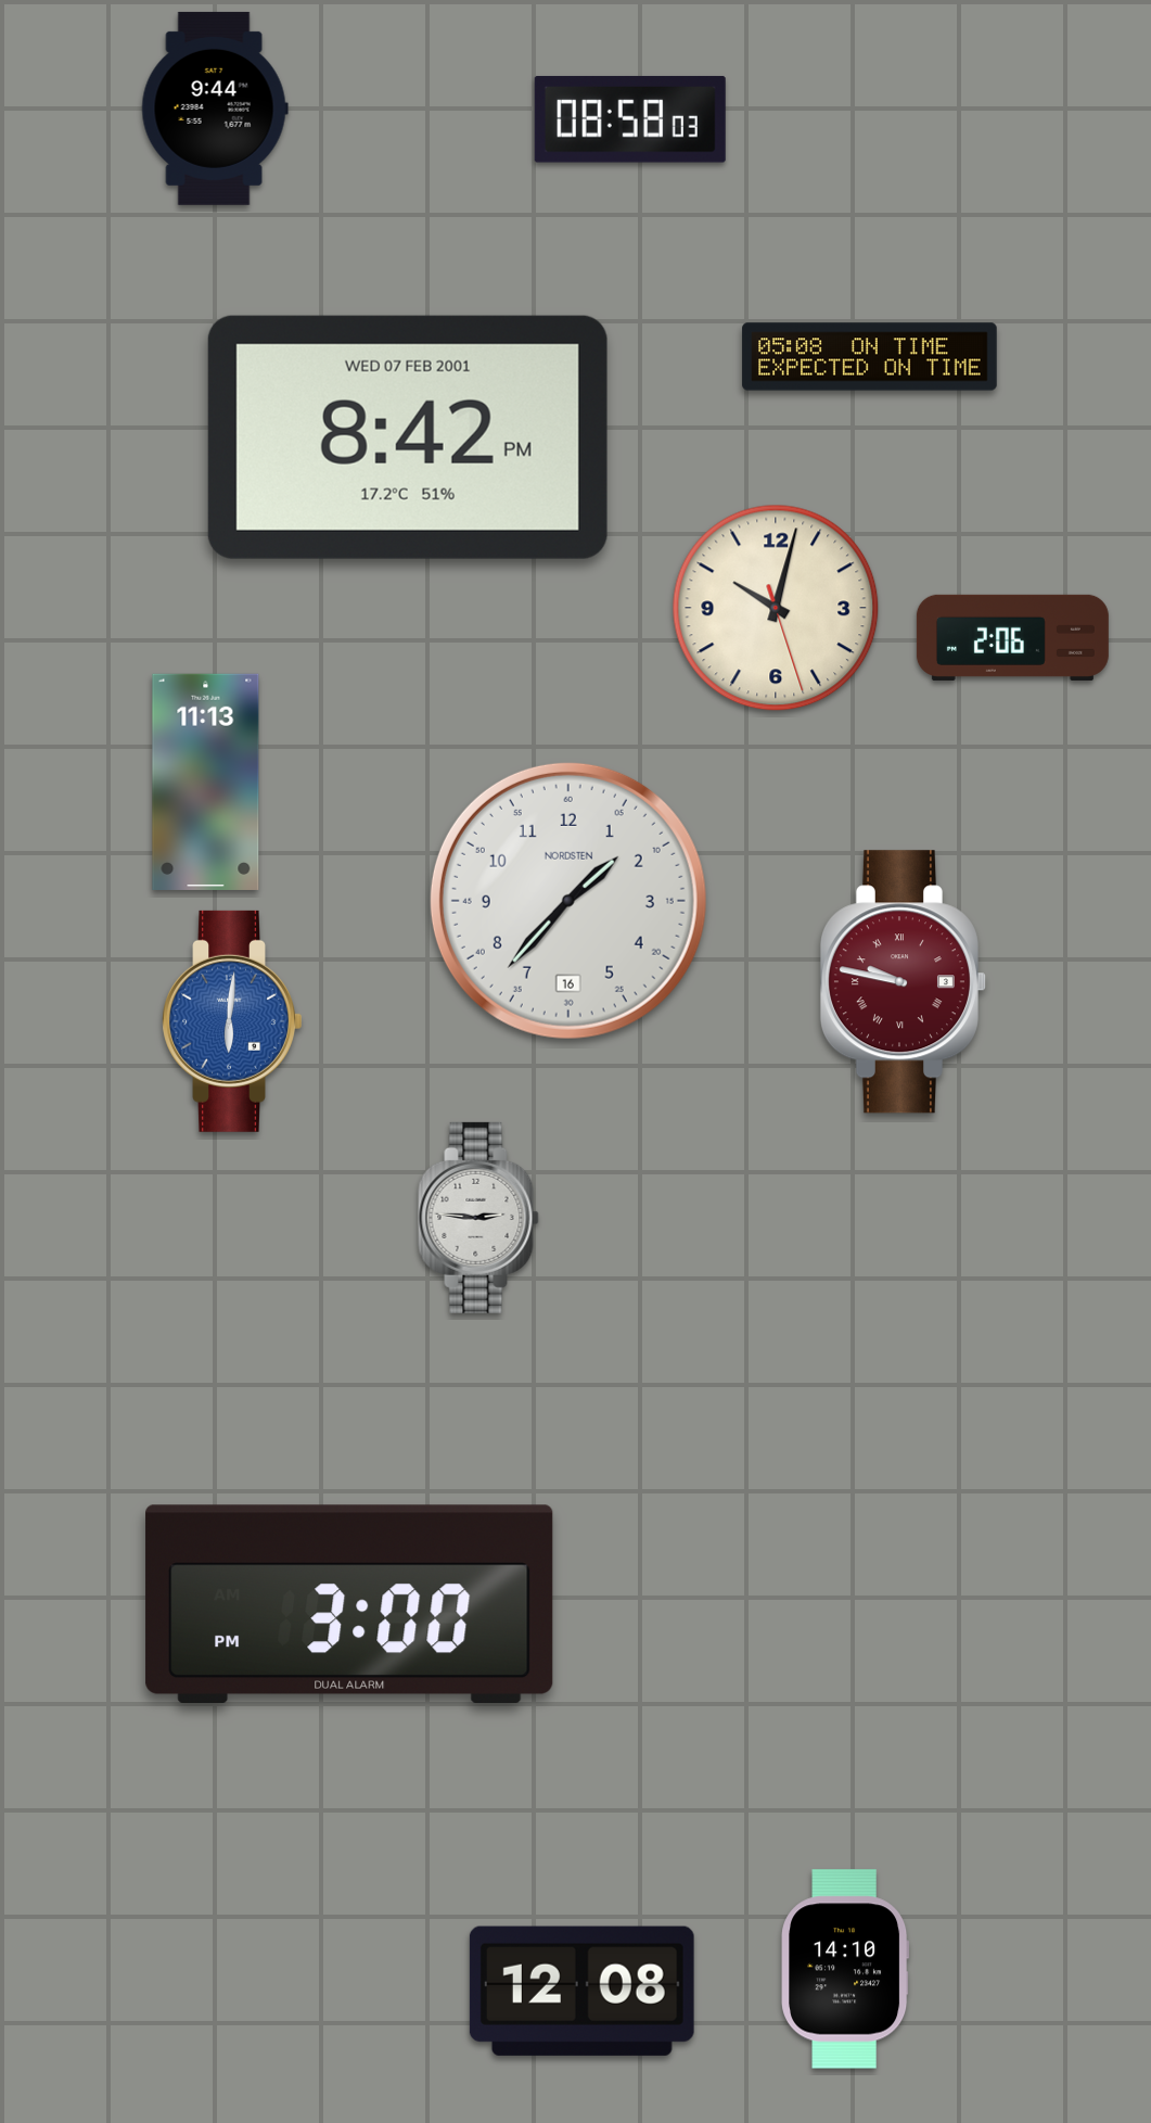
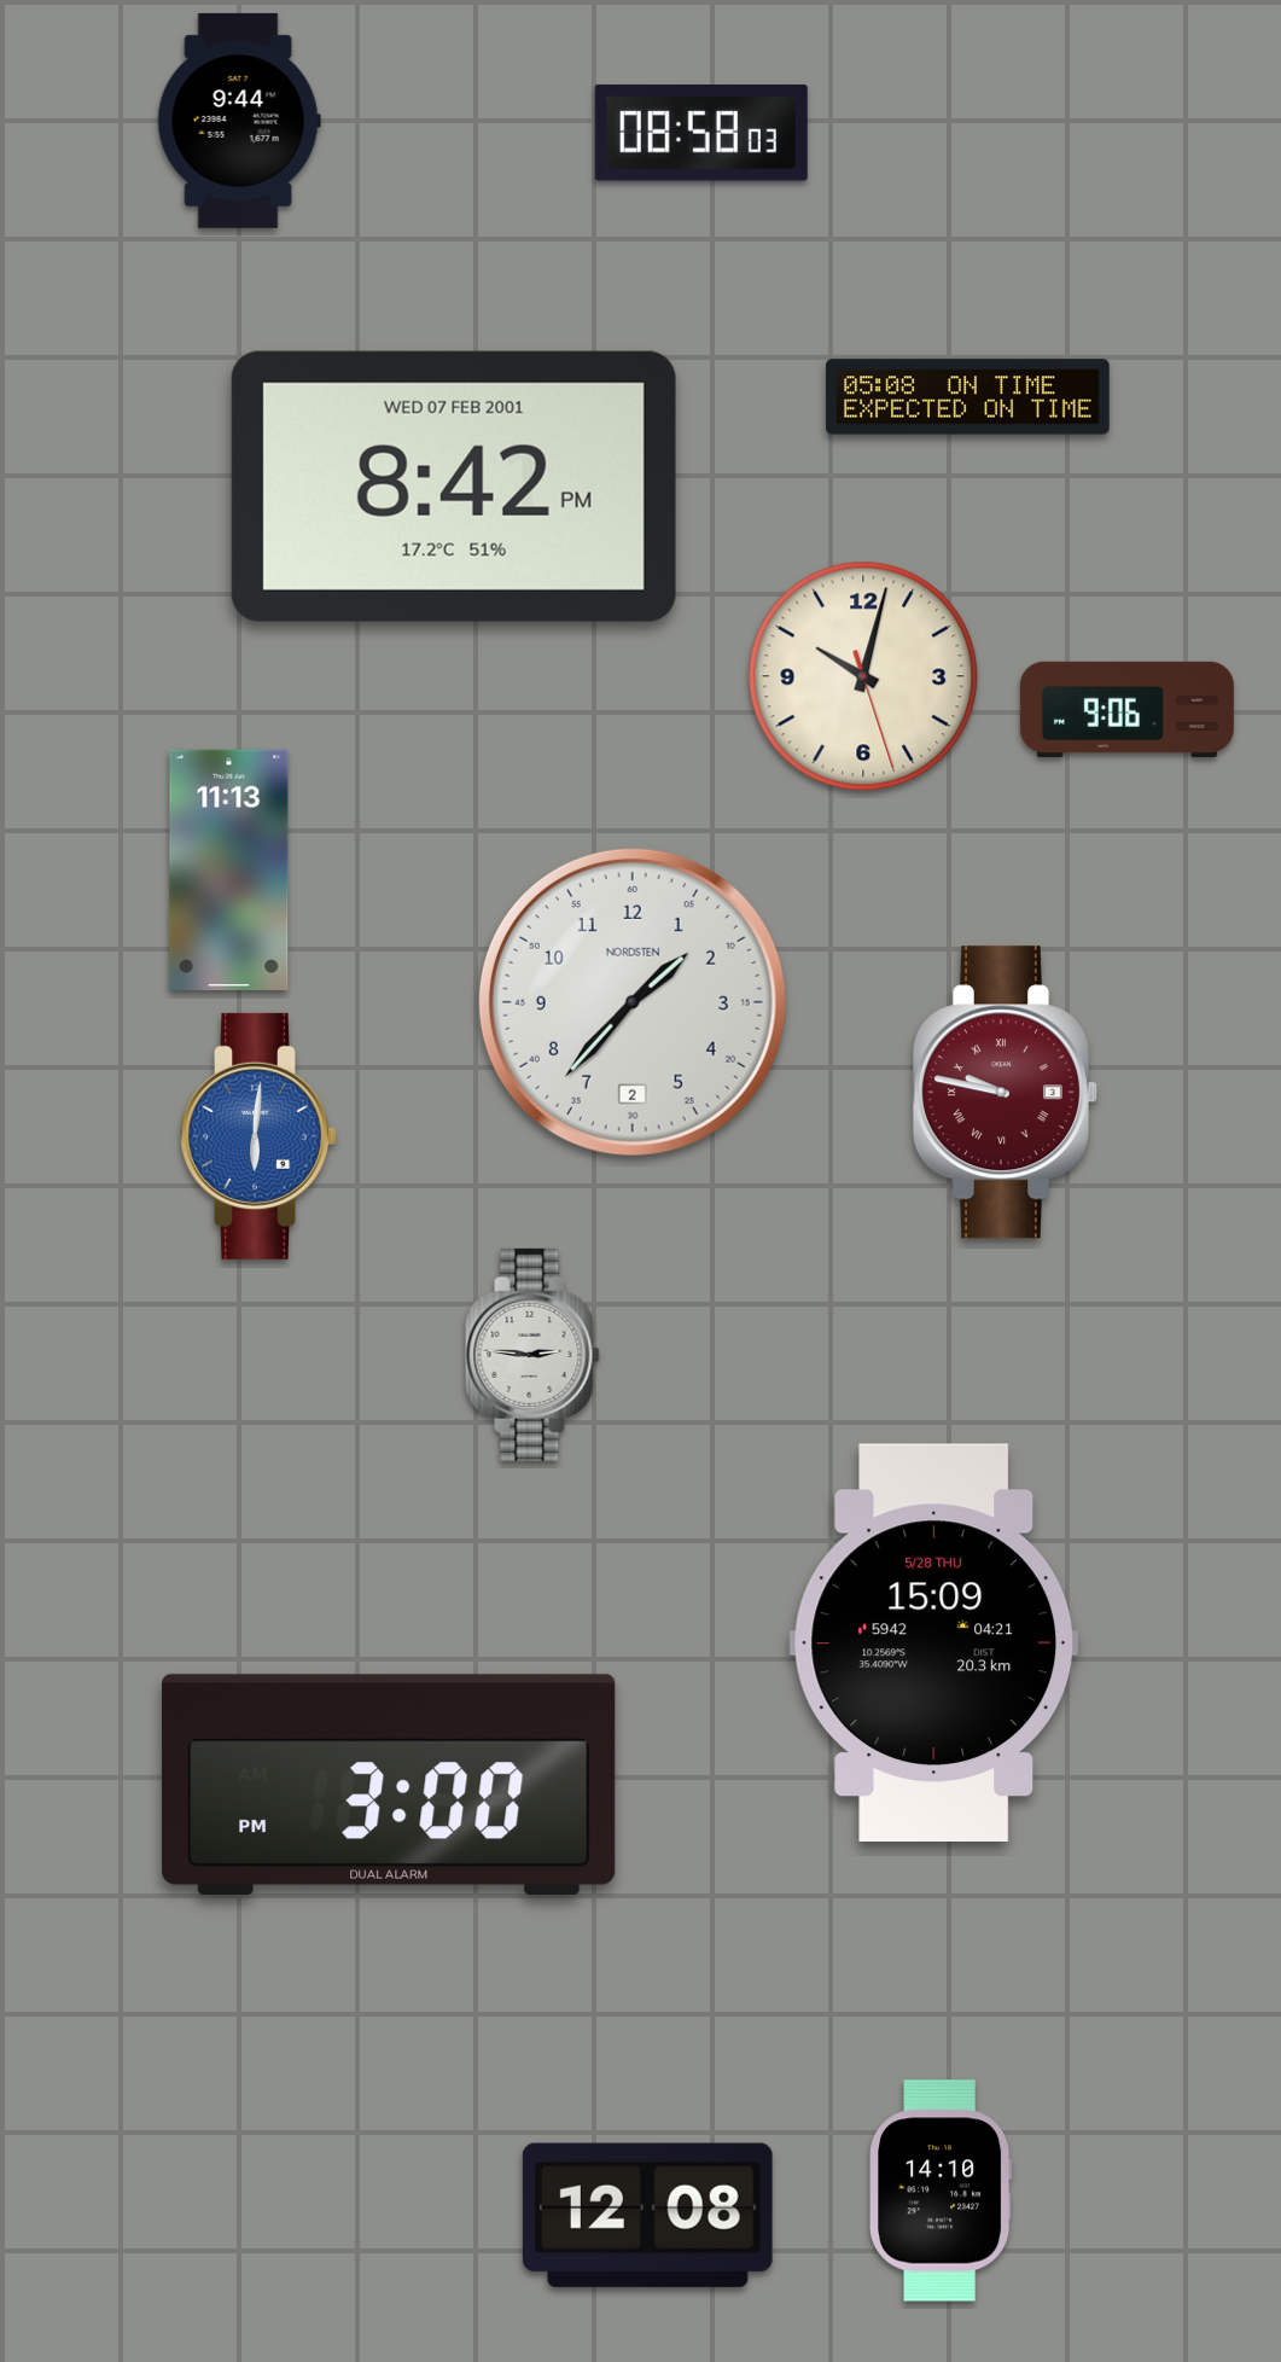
clock at (1012, 637): 2:06 -> 9:06
clock at (568, 901) date: 16 -> 2
clock at (933, 1642): none -> 15:09
